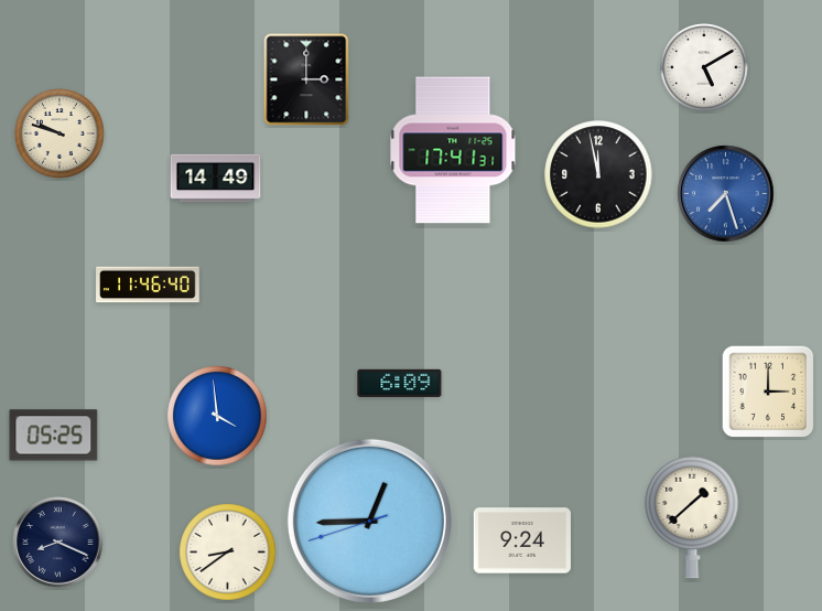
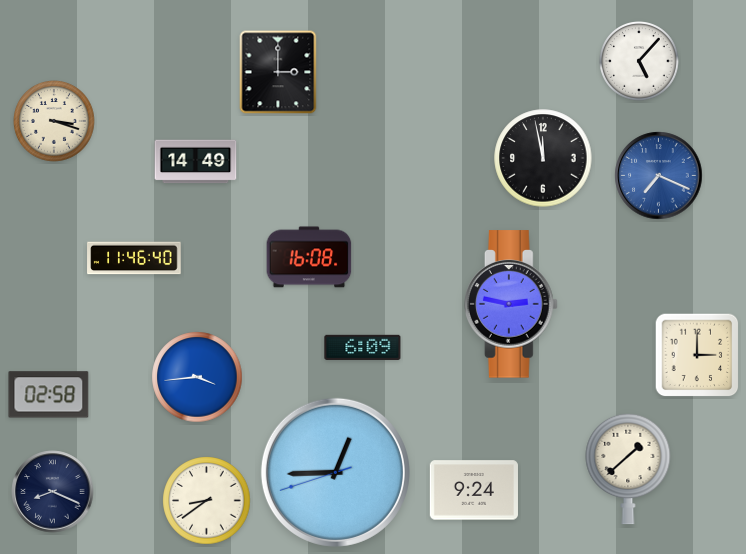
clock at (704, 67): 5:10 -> 5:07
clock at (60, 133): 9:48 -> 3:18
clock at (453, 150): 17:41 -> none
clock at (726, 194): 7:27 -> 7:19
clock at (309, 257): none -> 16:08
clock at (511, 304): none -> 2:47
clock at (217, 416): 3:59 -> 3:44
clock at (54, 436): 05:25 -> 02:58
